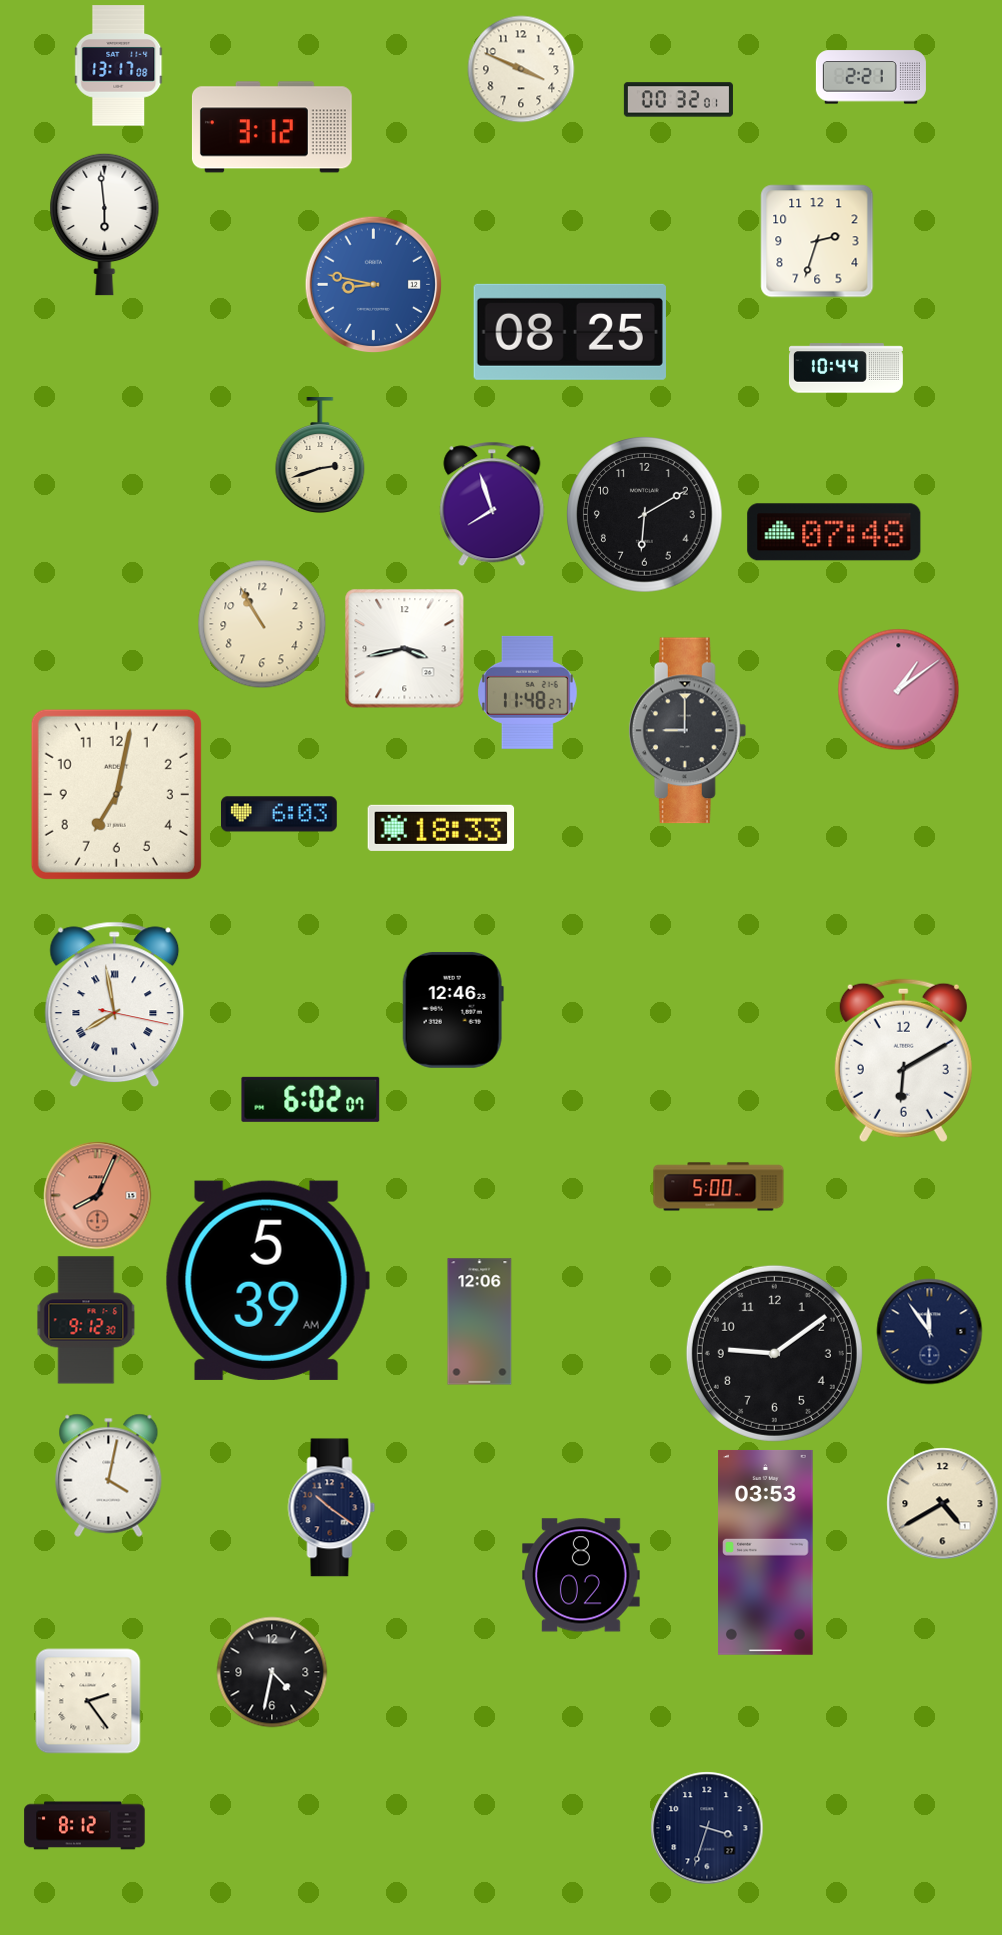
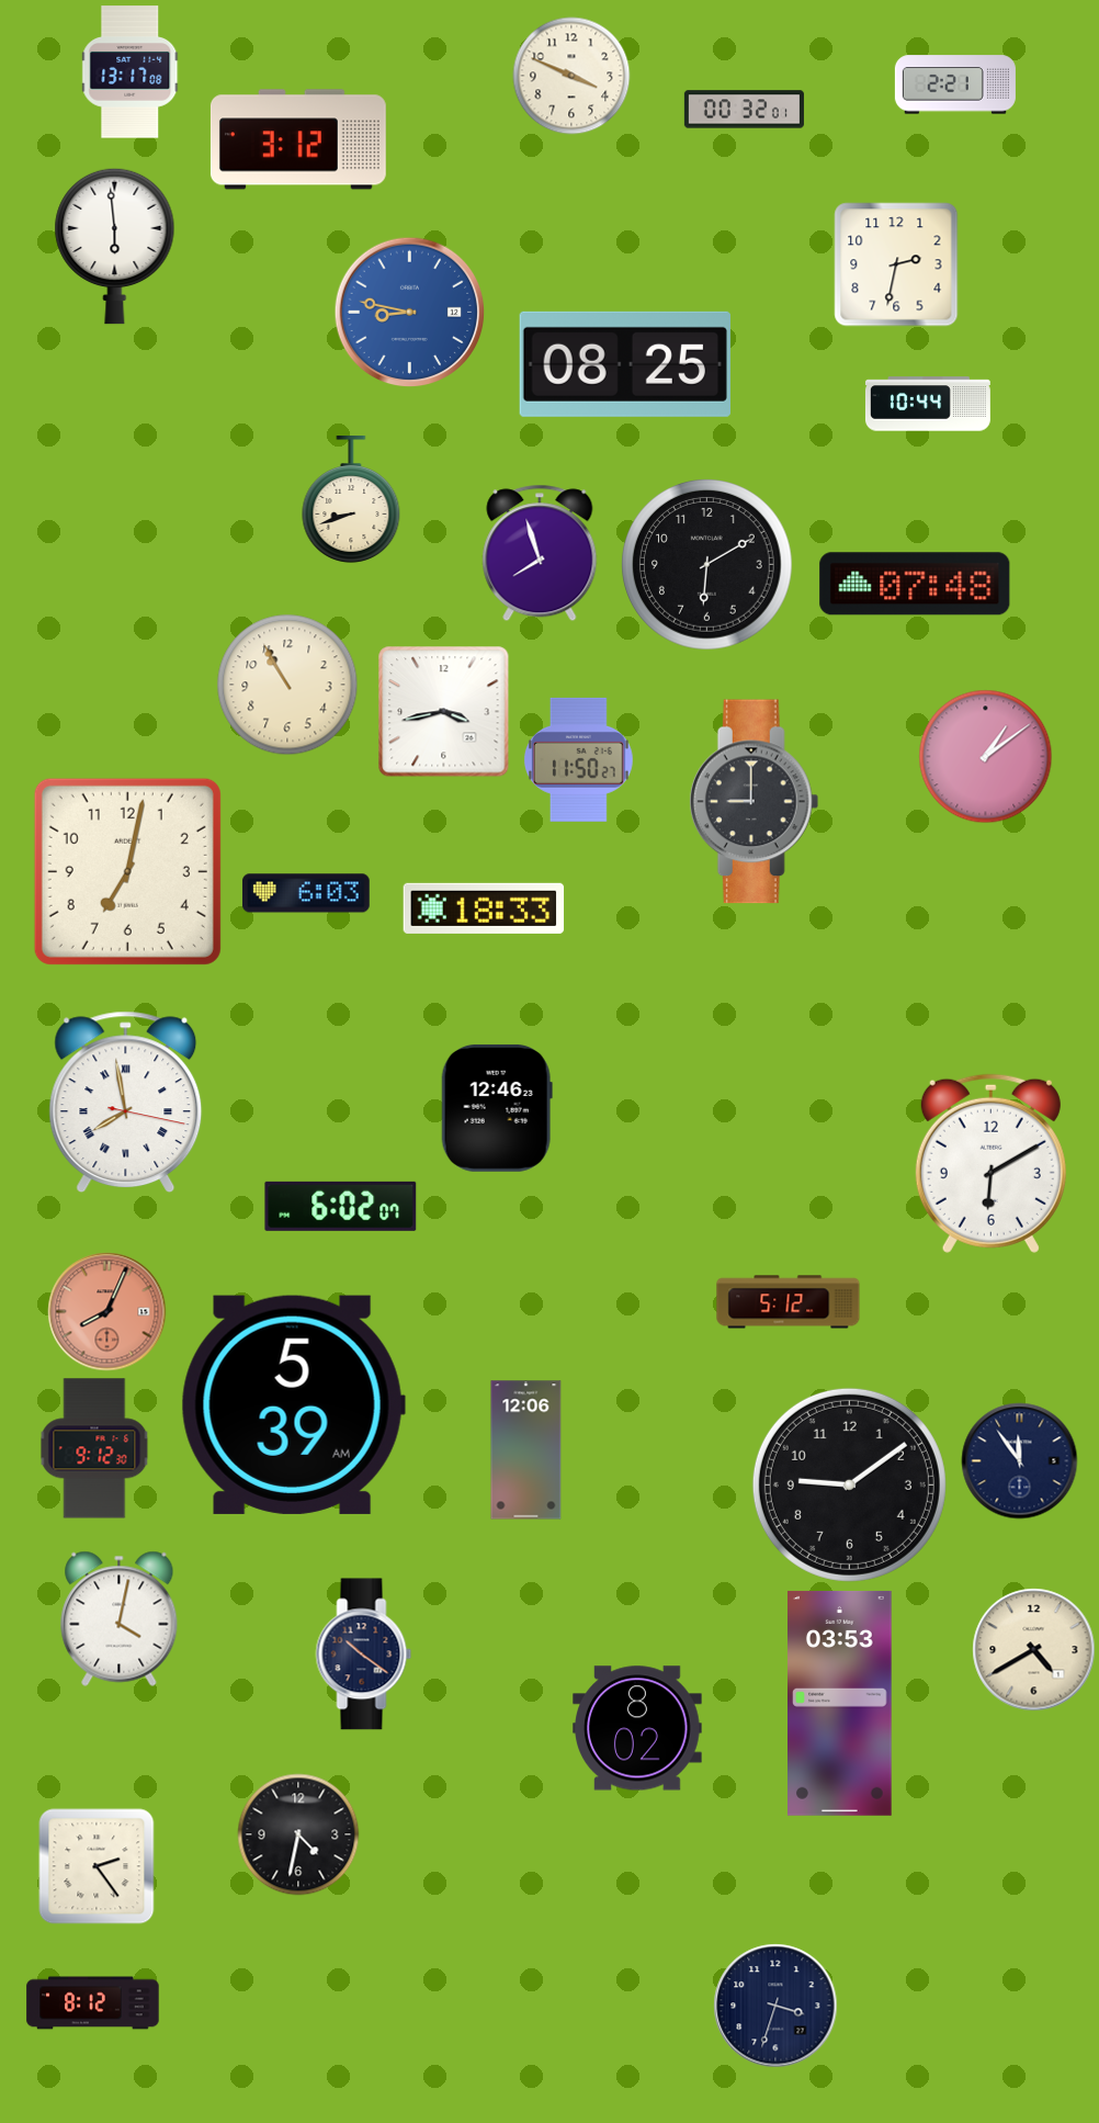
clock at (817, 241): 2:33 -> 2:32
clock at (320, 456): 2:42 -> 8:42
clock at (527, 692): 11:48 -> 11:50
clock at (719, 1187): 5:00 -> 5:12
